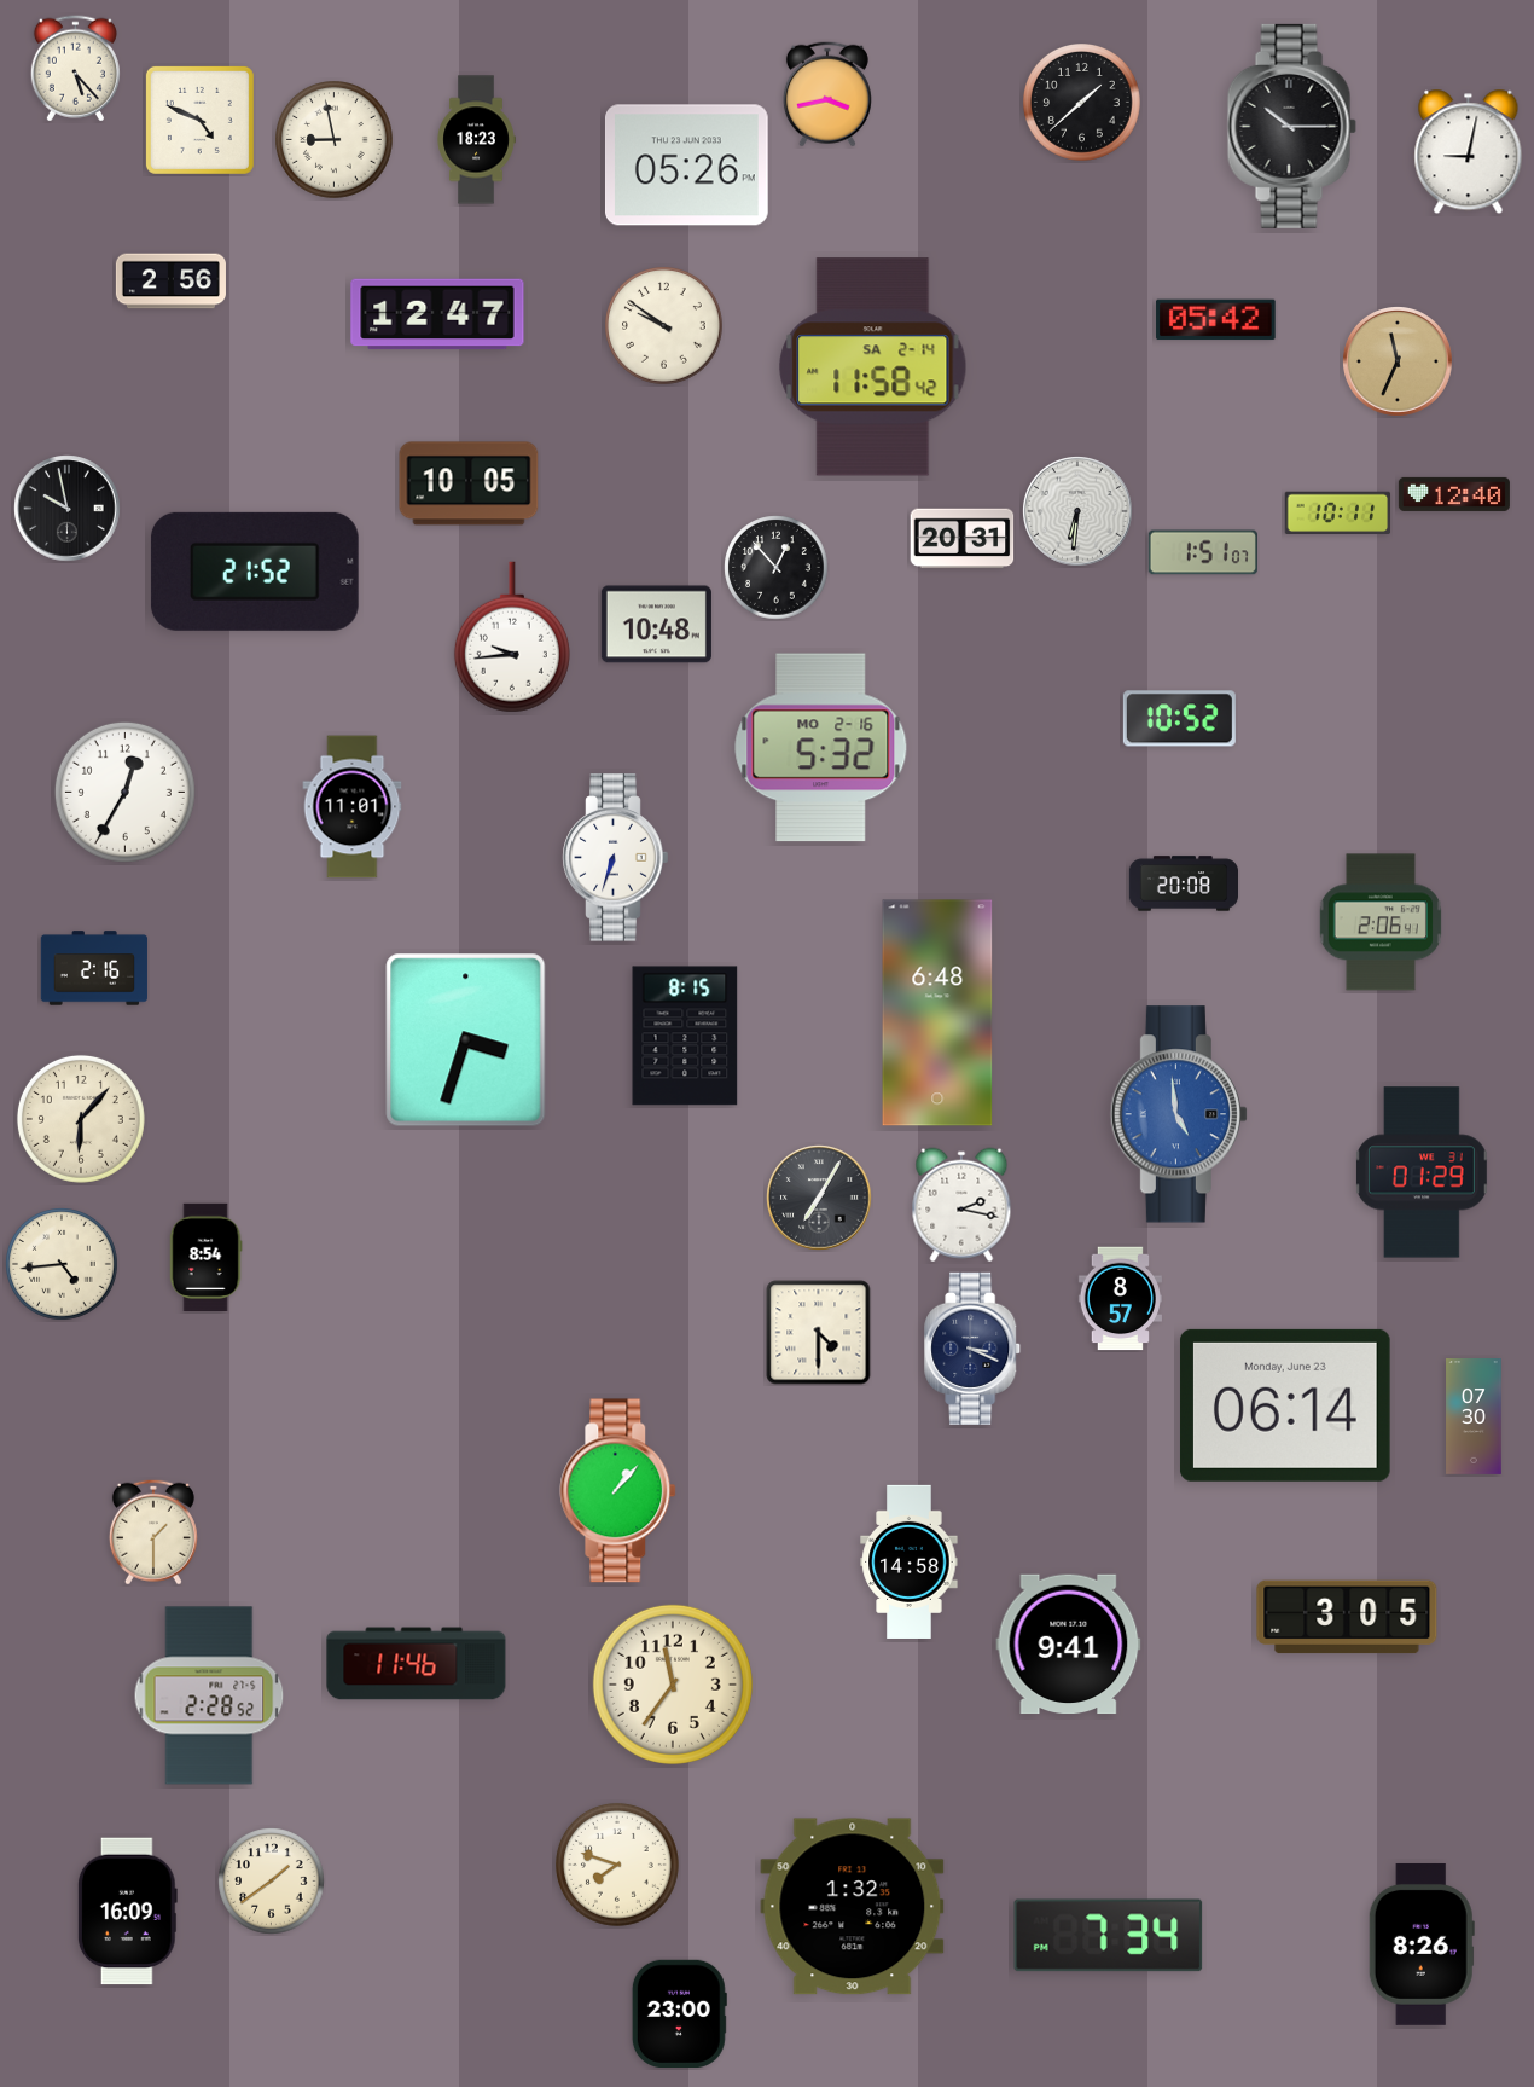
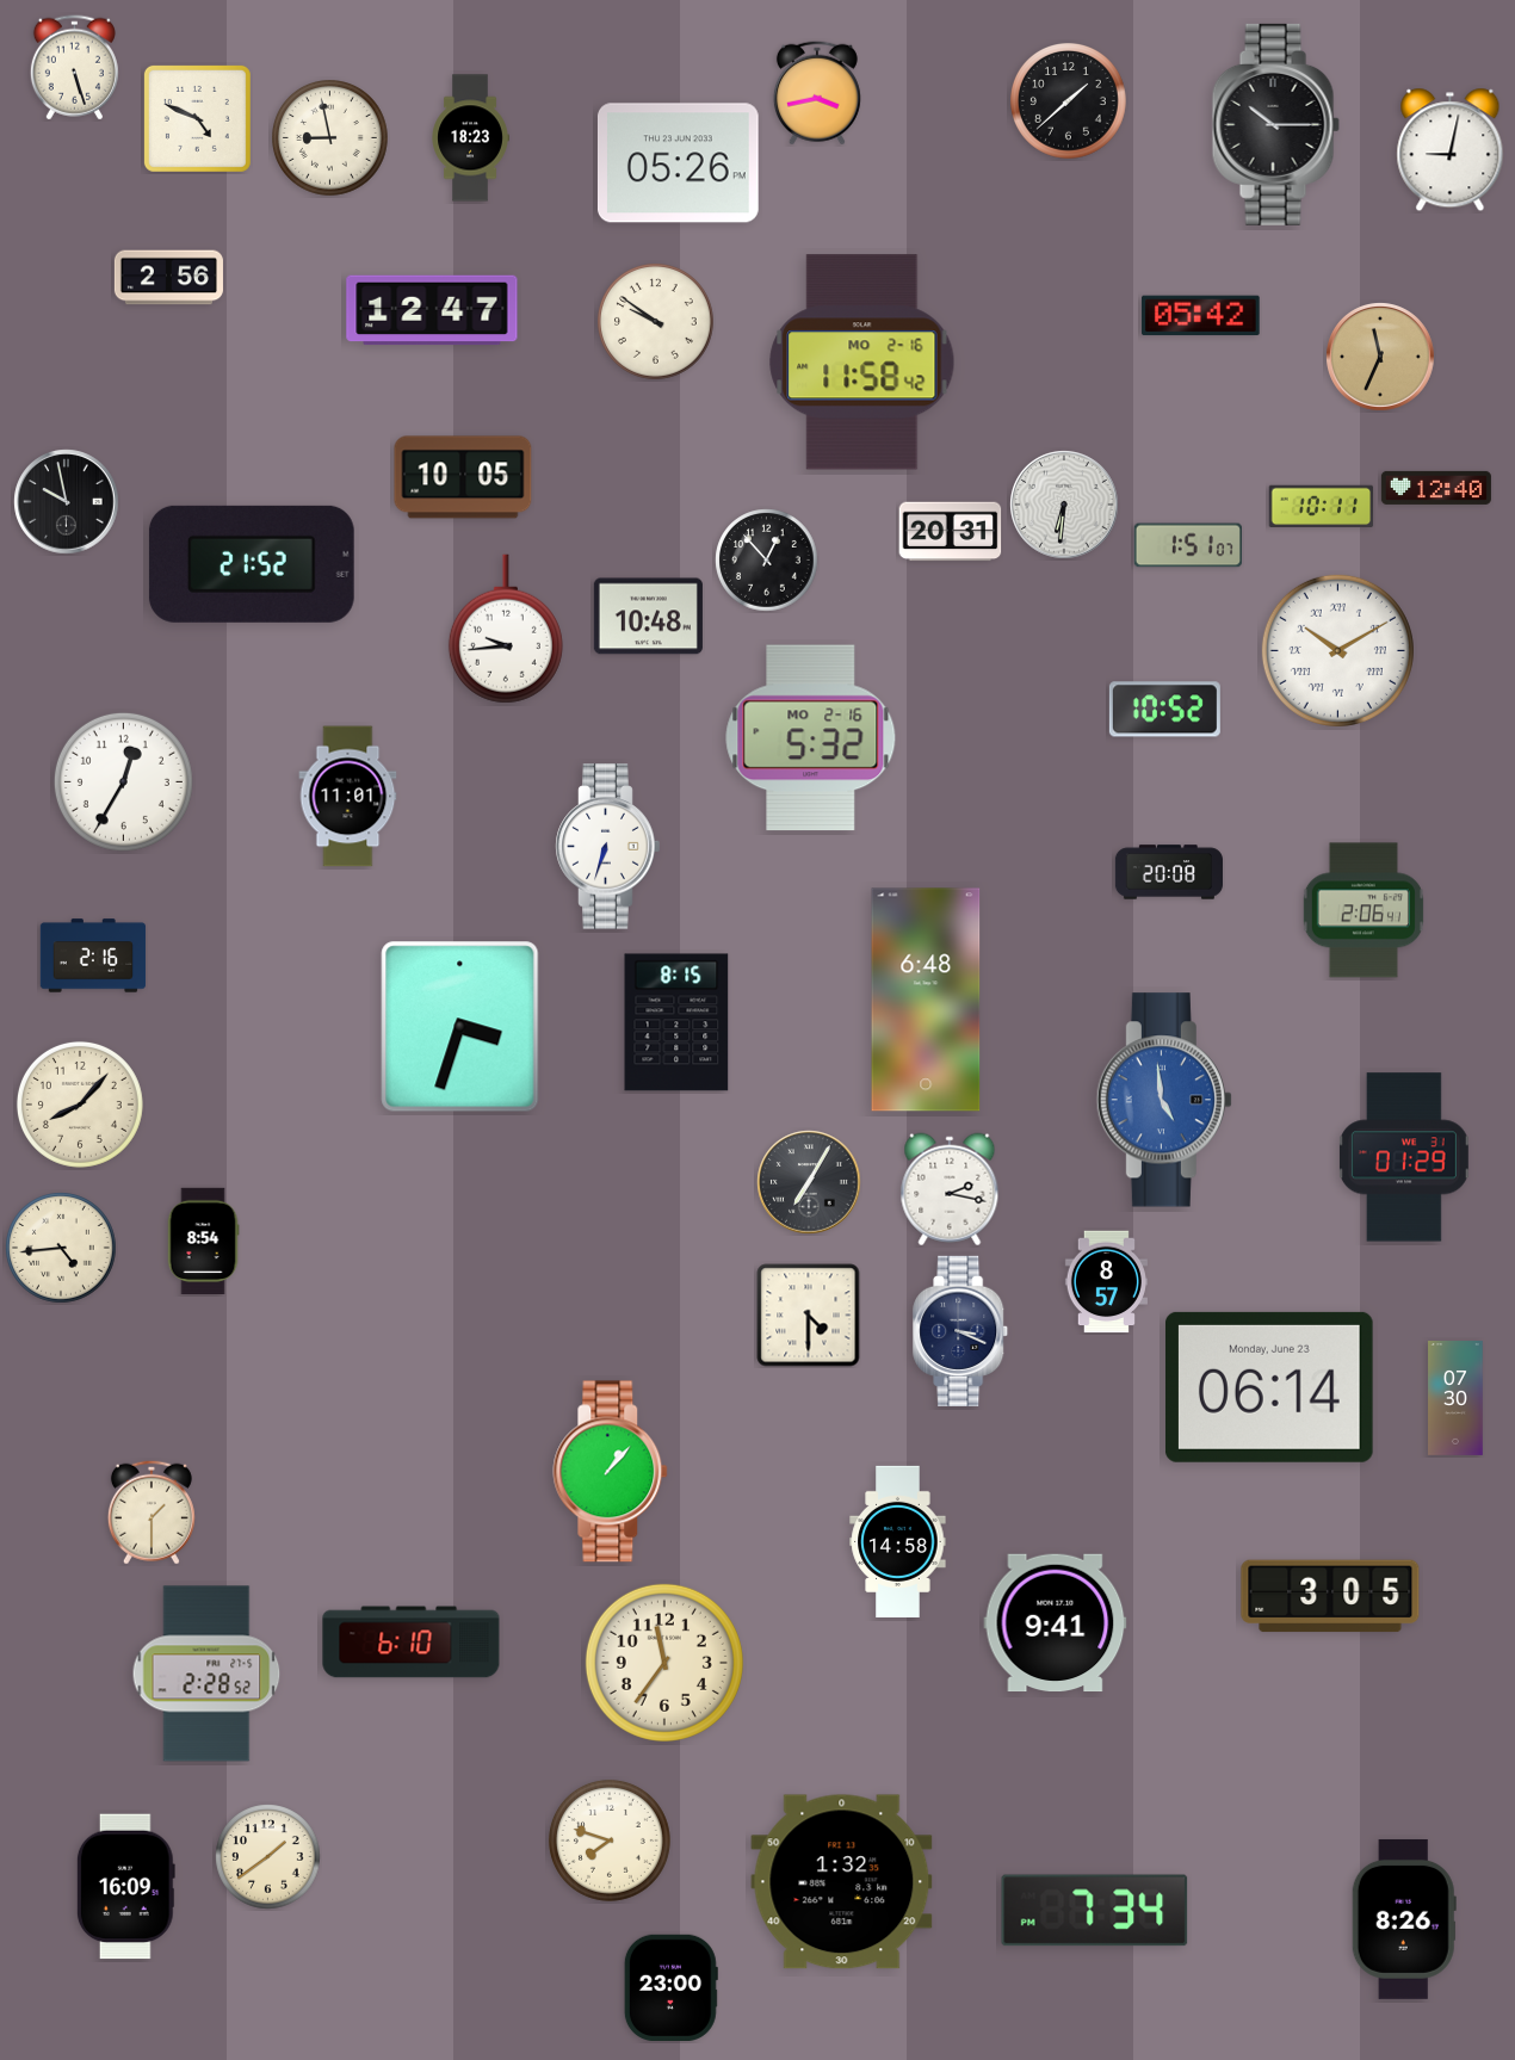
clock at (75, 69): 5:23 -> 5:27
clock at (873, 367) date: SA 2-14 -> MO 2-16
clock at (1337, 650): none -> 10:10
clock at (81, 1119): 6:07 -> 8:07
clock at (417, 1664): 11:46 -> 6:10
